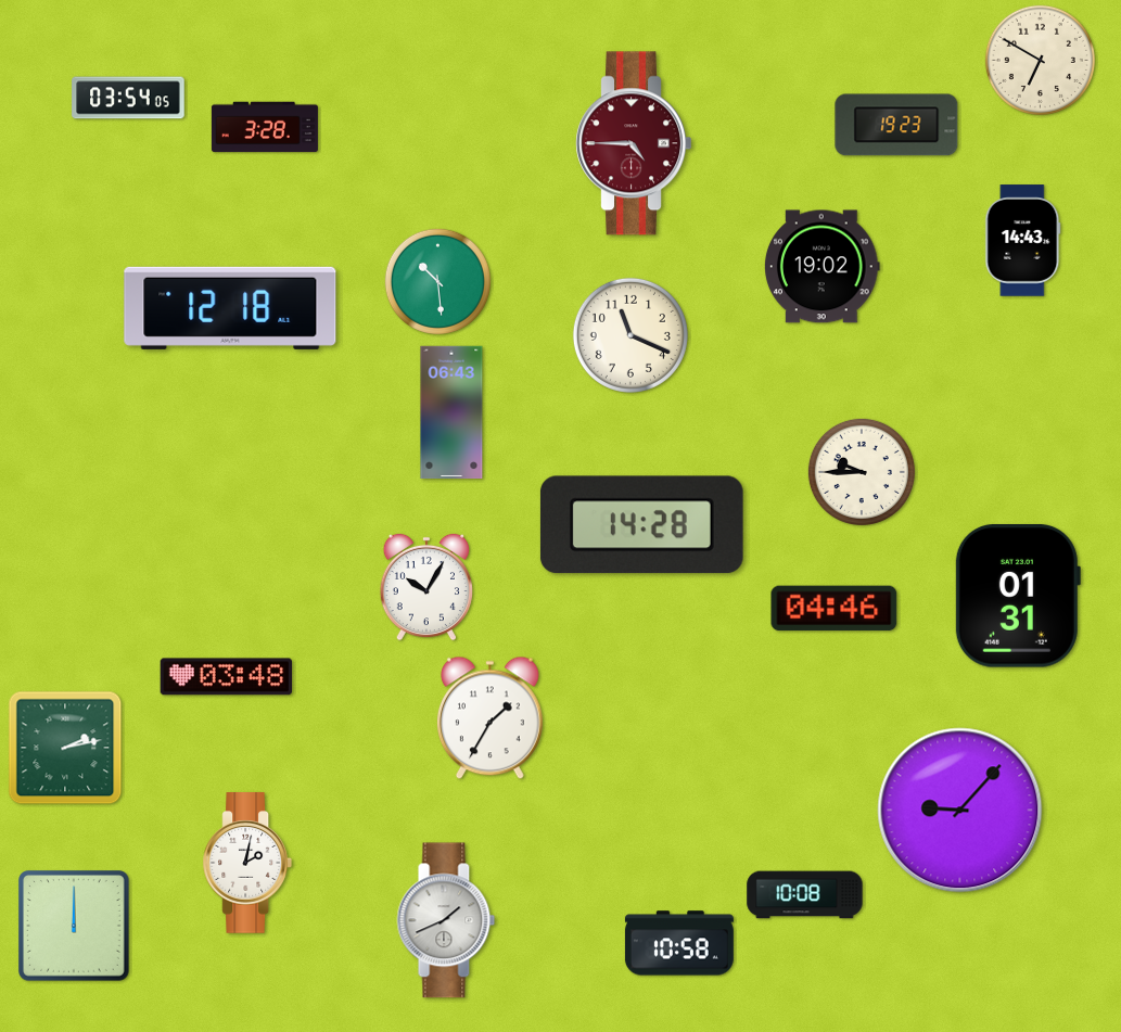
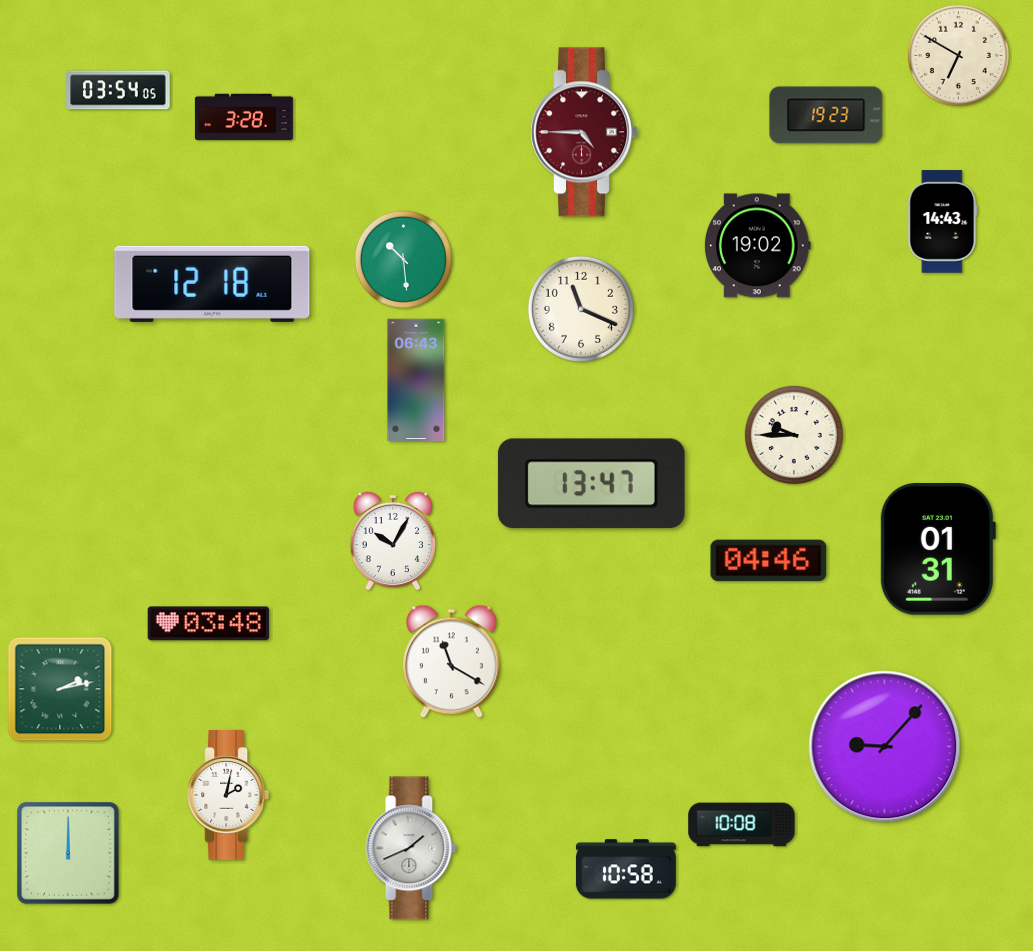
clock at (641, 525): 14:28 -> 13:47
clock at (489, 718): 1:35 -> 11:20
